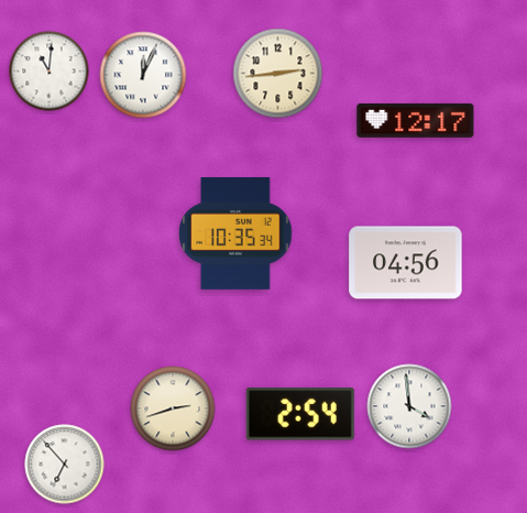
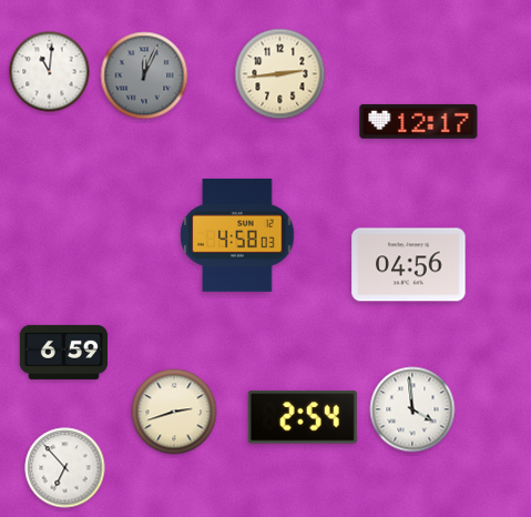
clock at (143, 75) dial: white -> grey
clock at (235, 233): 10:35 -> 4:58
clock at (63, 352): none -> 6:59
